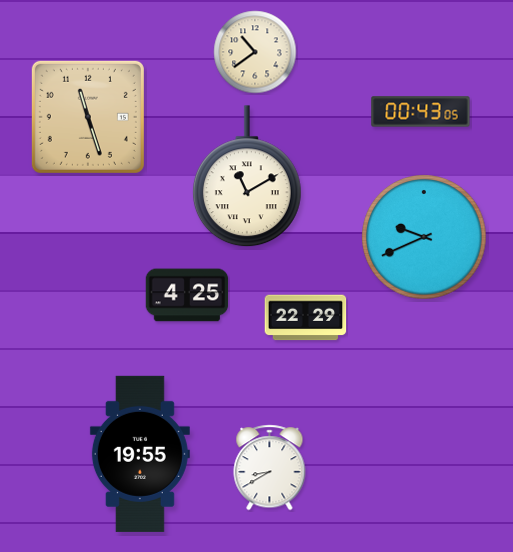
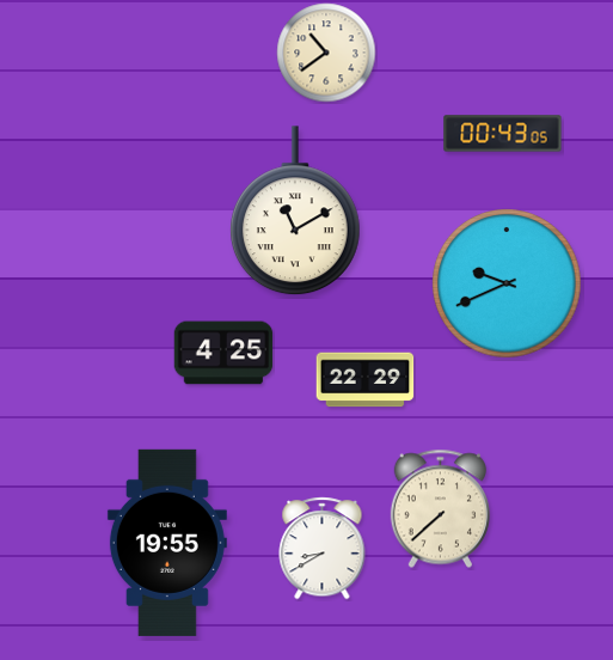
clock at (255, 52) position: (255, 52) -> (326, 53)
clock at (88, 117): 11:27 -> none
clock at (440, 509): none -> 7:38
clock at (270, 468) position: (270, 468) -> (323, 549)
